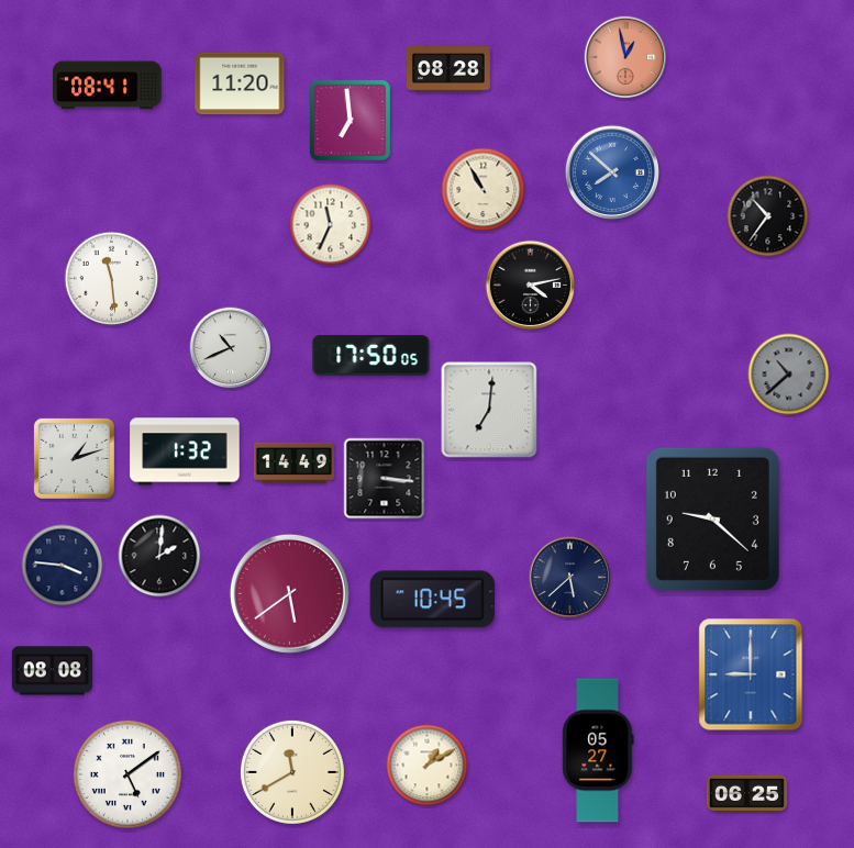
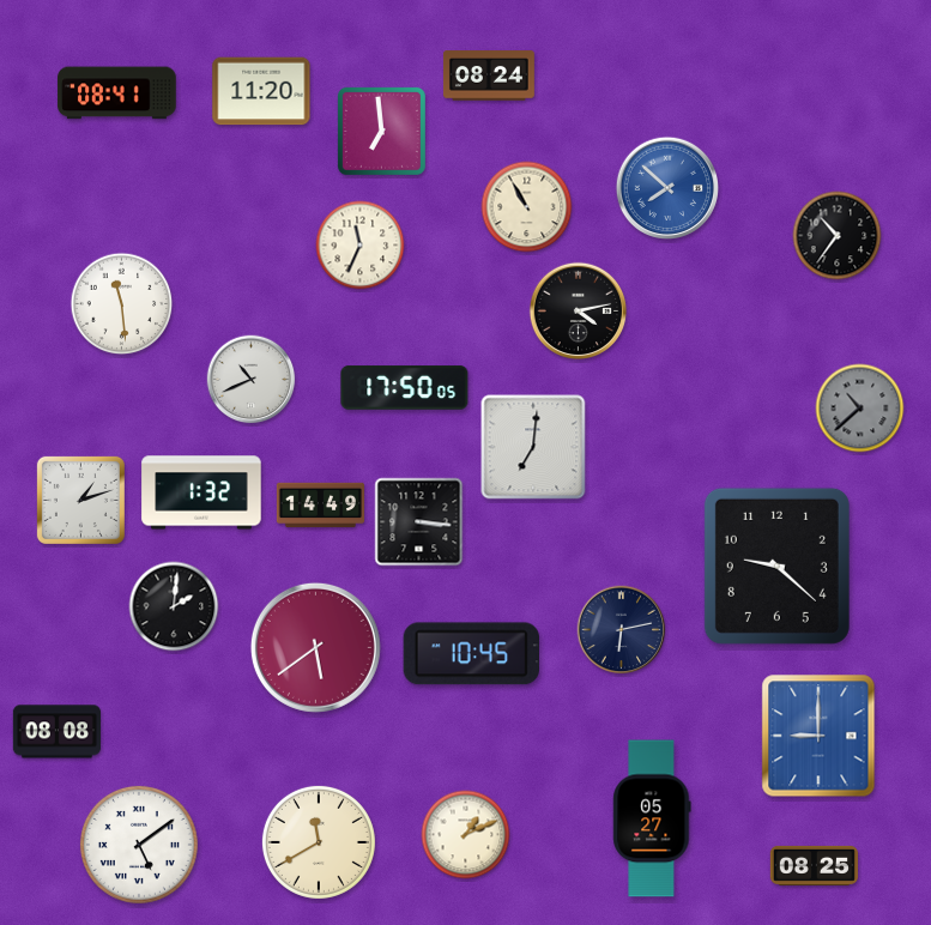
clock at (625, 57): 12:58 -> none
clock at (448, 69): 08:28 -> 08:24
clock at (63, 566): 3:46 -> none
clock at (570, 578): 5:38 -> 6:13
clock at (428, 766): 1:10 -> 1:11
clock at (746, 793): 06:25 -> 08:25
